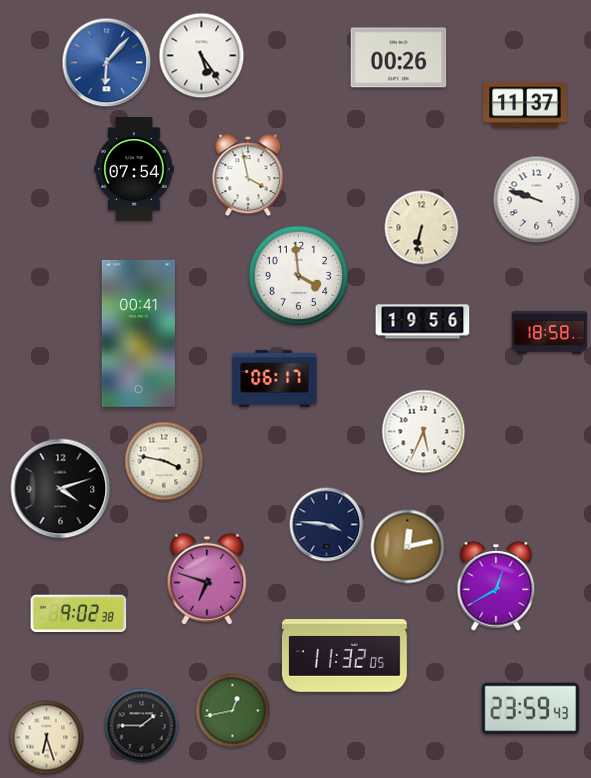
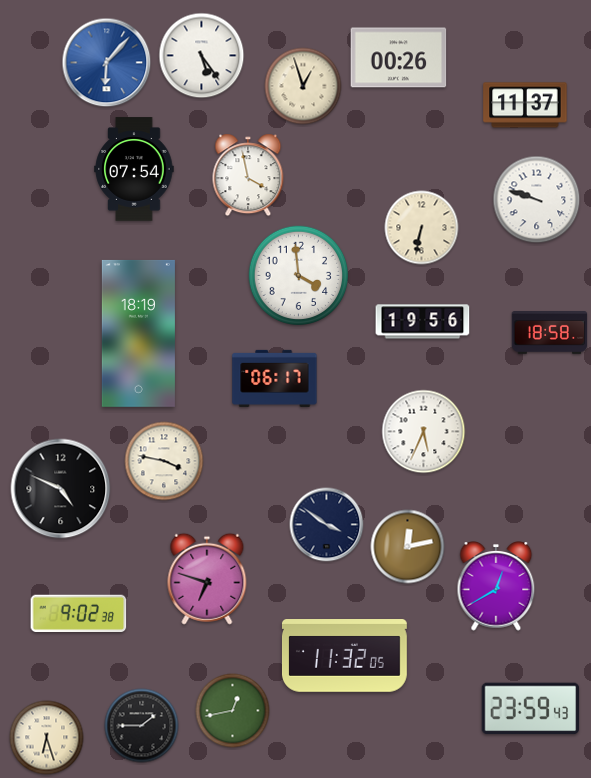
clock at (303, 86): none -> 12:57
clock at (138, 333): 00:41 -> 18:19
clock at (61, 489): 4:12 -> 4:49
clock at (327, 525): 3:46 -> 3:51
